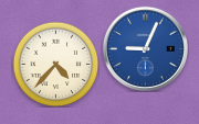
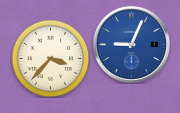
clock at (55, 64): 4:37 -> 3:37
